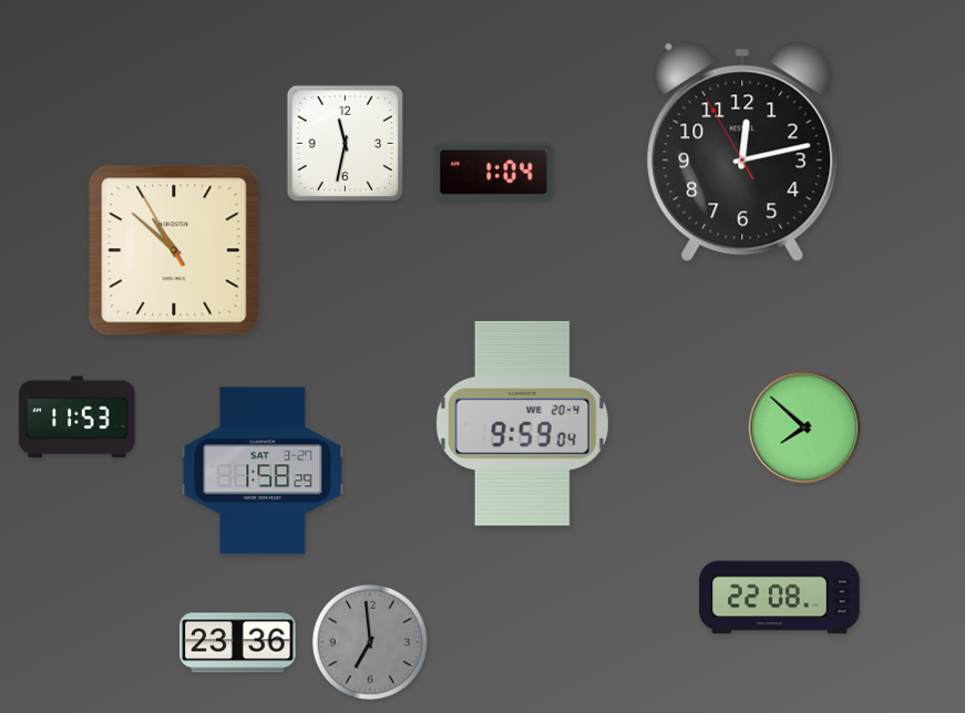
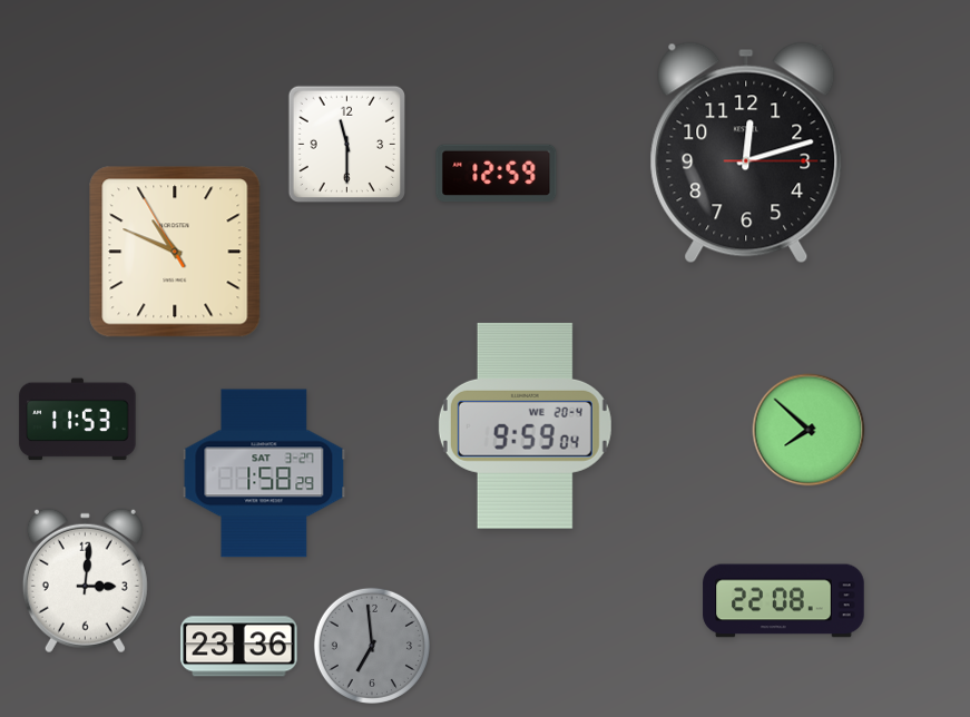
clock at (346, 144): 11:32 -> 11:30
clock at (742, 152): 12:12:55 -> 12:12:15
clock at (494, 173): 1:04 -> 12:59
clock at (174, 250): 10:51 -> 10:48
clock at (85, 581): none -> 3:01
